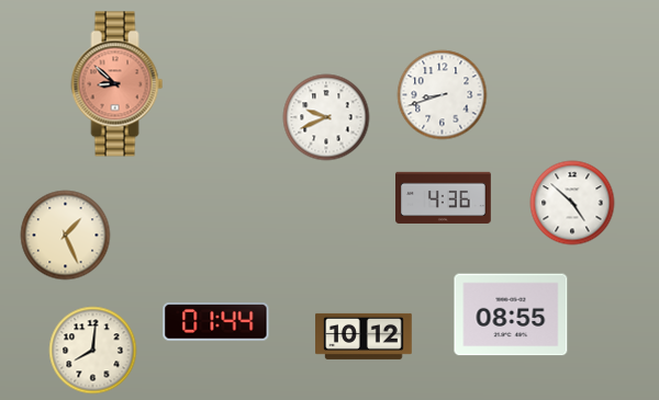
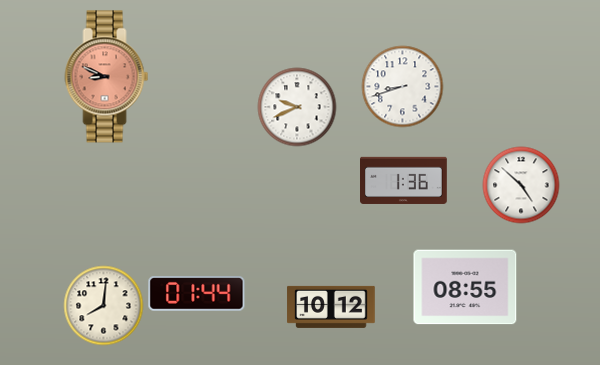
clock at (118, 84): 8:52 -> 8:49
clock at (444, 197): 4:36 -> 1:36
clock at (66, 236): 1:26 -> none
clock at (93, 351) position: (93, 351) -> (104, 306)
